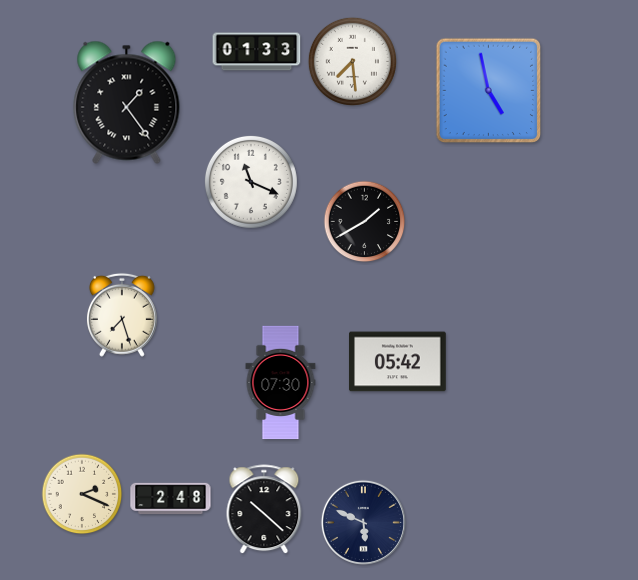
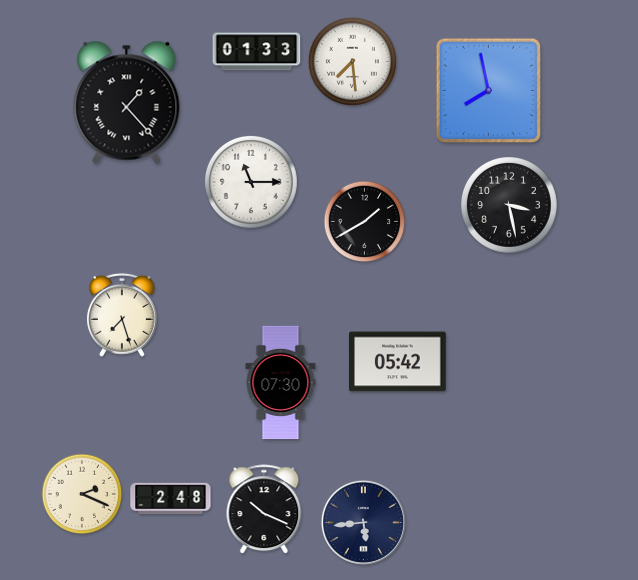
clock at (489, 91): 4:58 -> 7:58
clock at (127, 102): 1:24 -> 1:23
clock at (251, 182): 11:19 -> 11:15
clock at (510, 206): none -> 3:28
clock at (264, 510): 10:22 -> 10:19
clock at (363, 522): 5:49 -> 5:44
